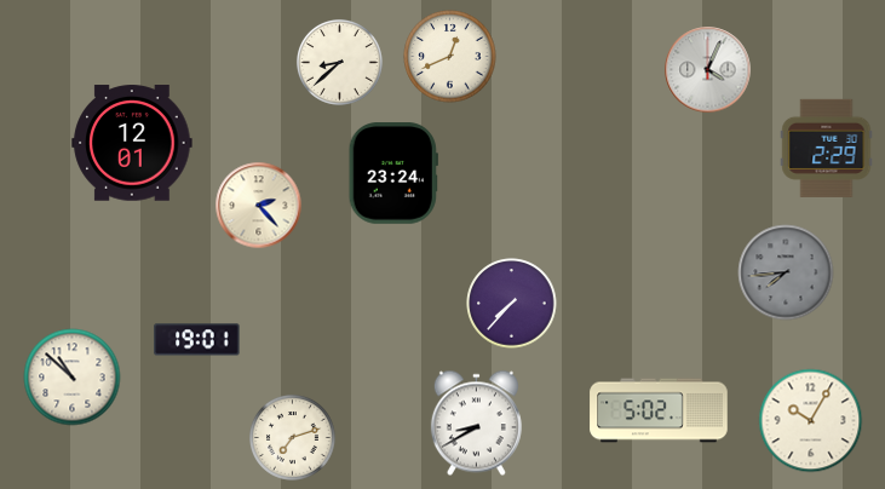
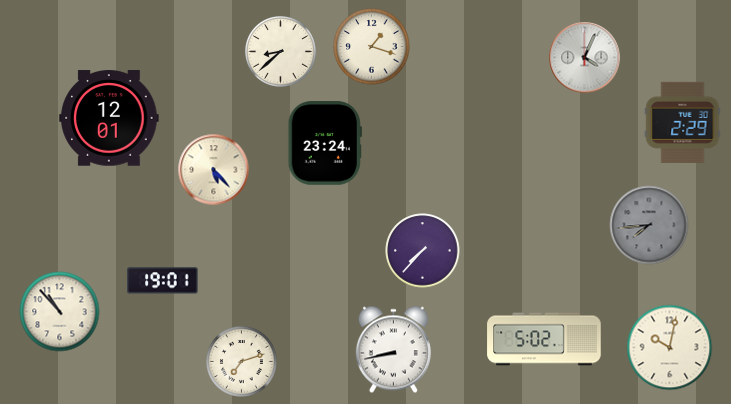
clock at (450, 57): 12:41 -> 1:18
clock at (259, 206): 2:23 -> 5:23
clock at (73, 378): 10:52 -> 10:53
clock at (811, 421): 10:05 -> 10:02
clock at (476, 424): 8:40 -> 8:43
